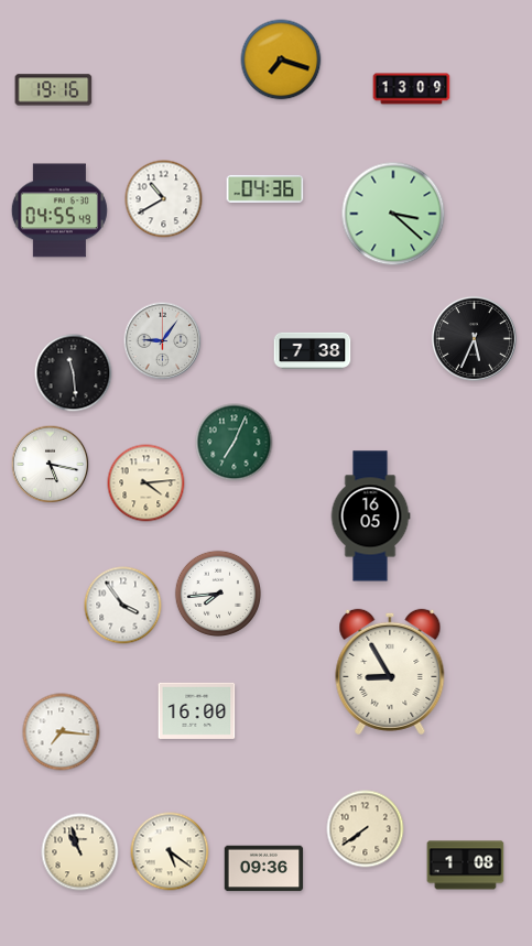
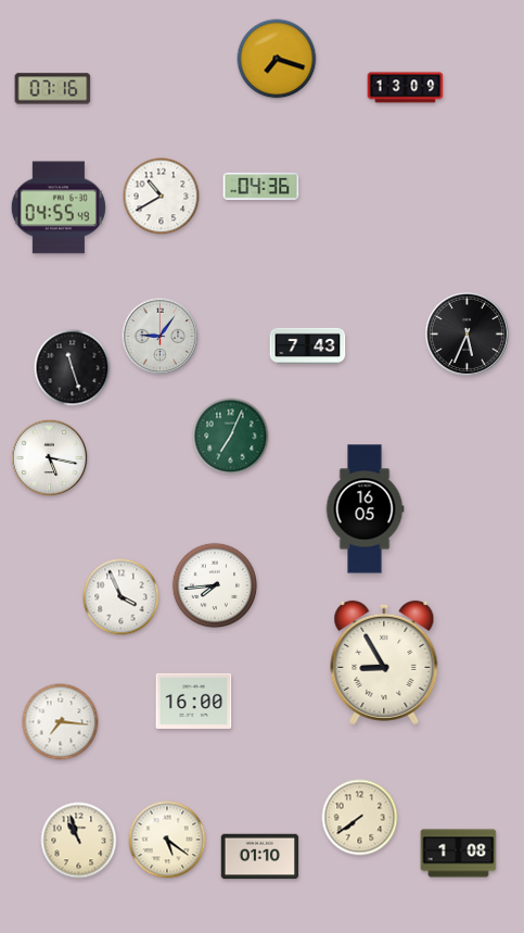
clock at (54, 90): 19:16 -> 07:16
clock at (393, 214): 3:22 -> none
clock at (313, 350): 7:38 -> 7:43
clock at (74, 373): 11:29 -> 11:27
clock at (146, 483): 4:14 -> none
clock at (123, 606): 3:54 -> 3:56
clock at (264, 869): 09:36 -> 01:10
